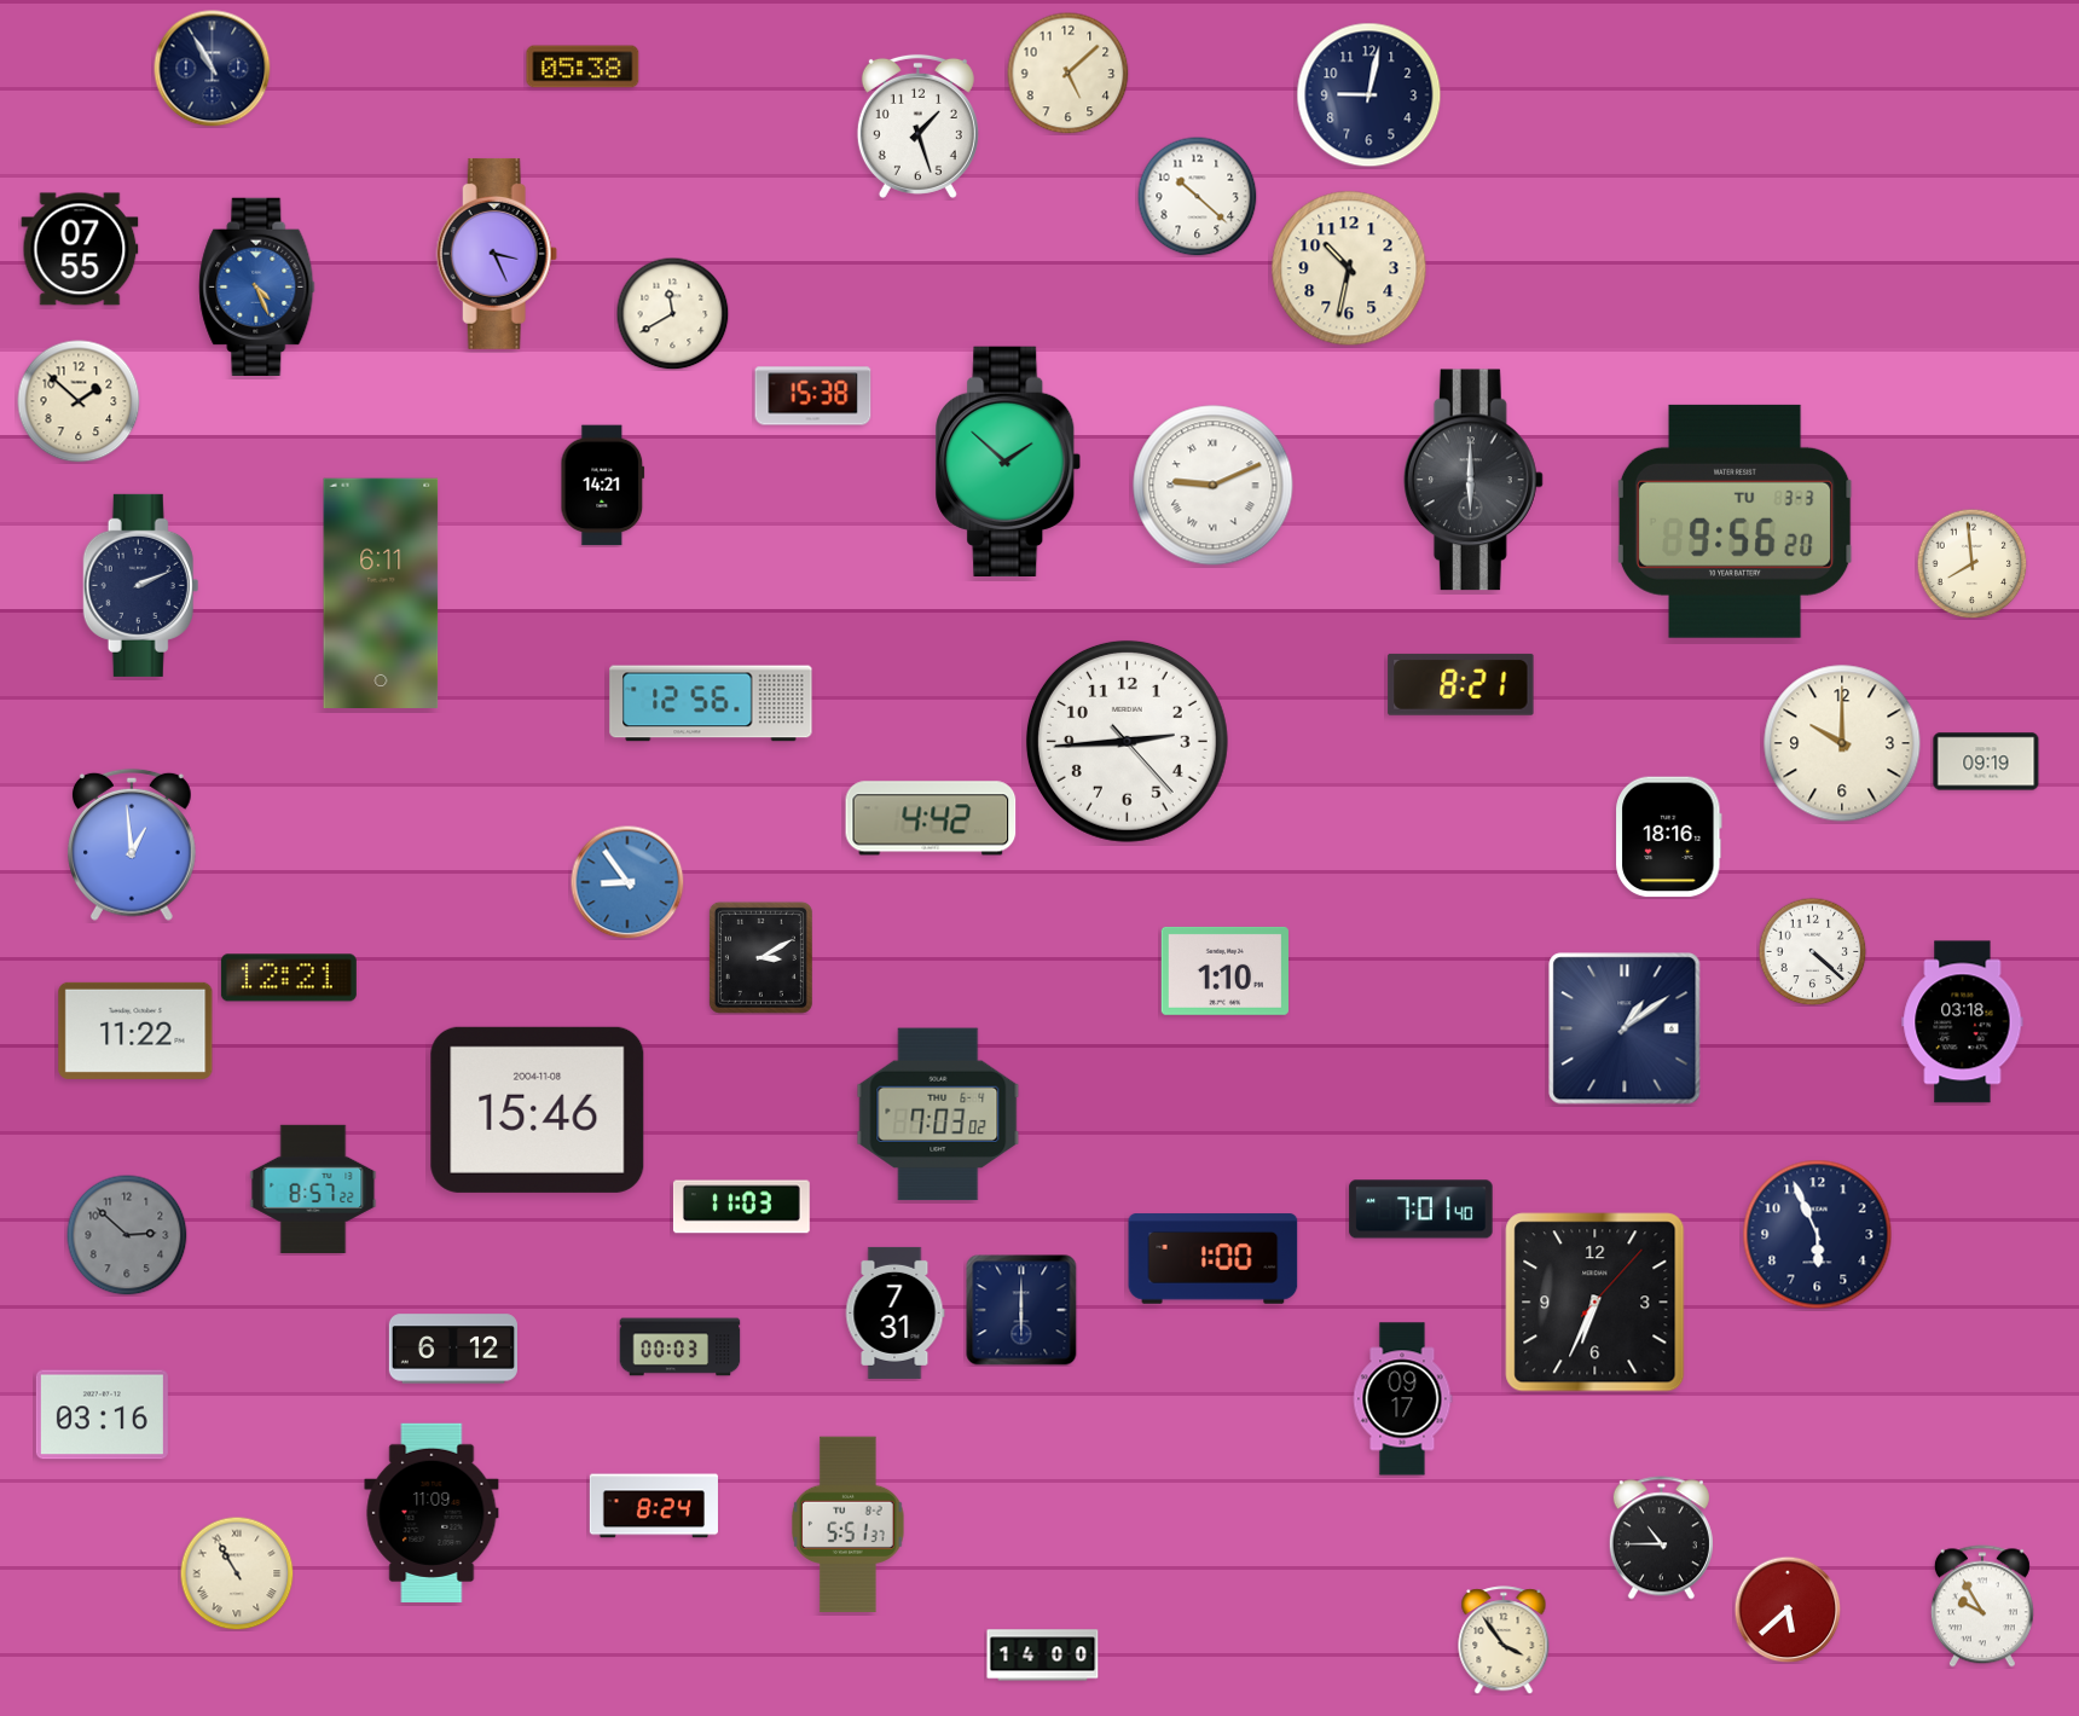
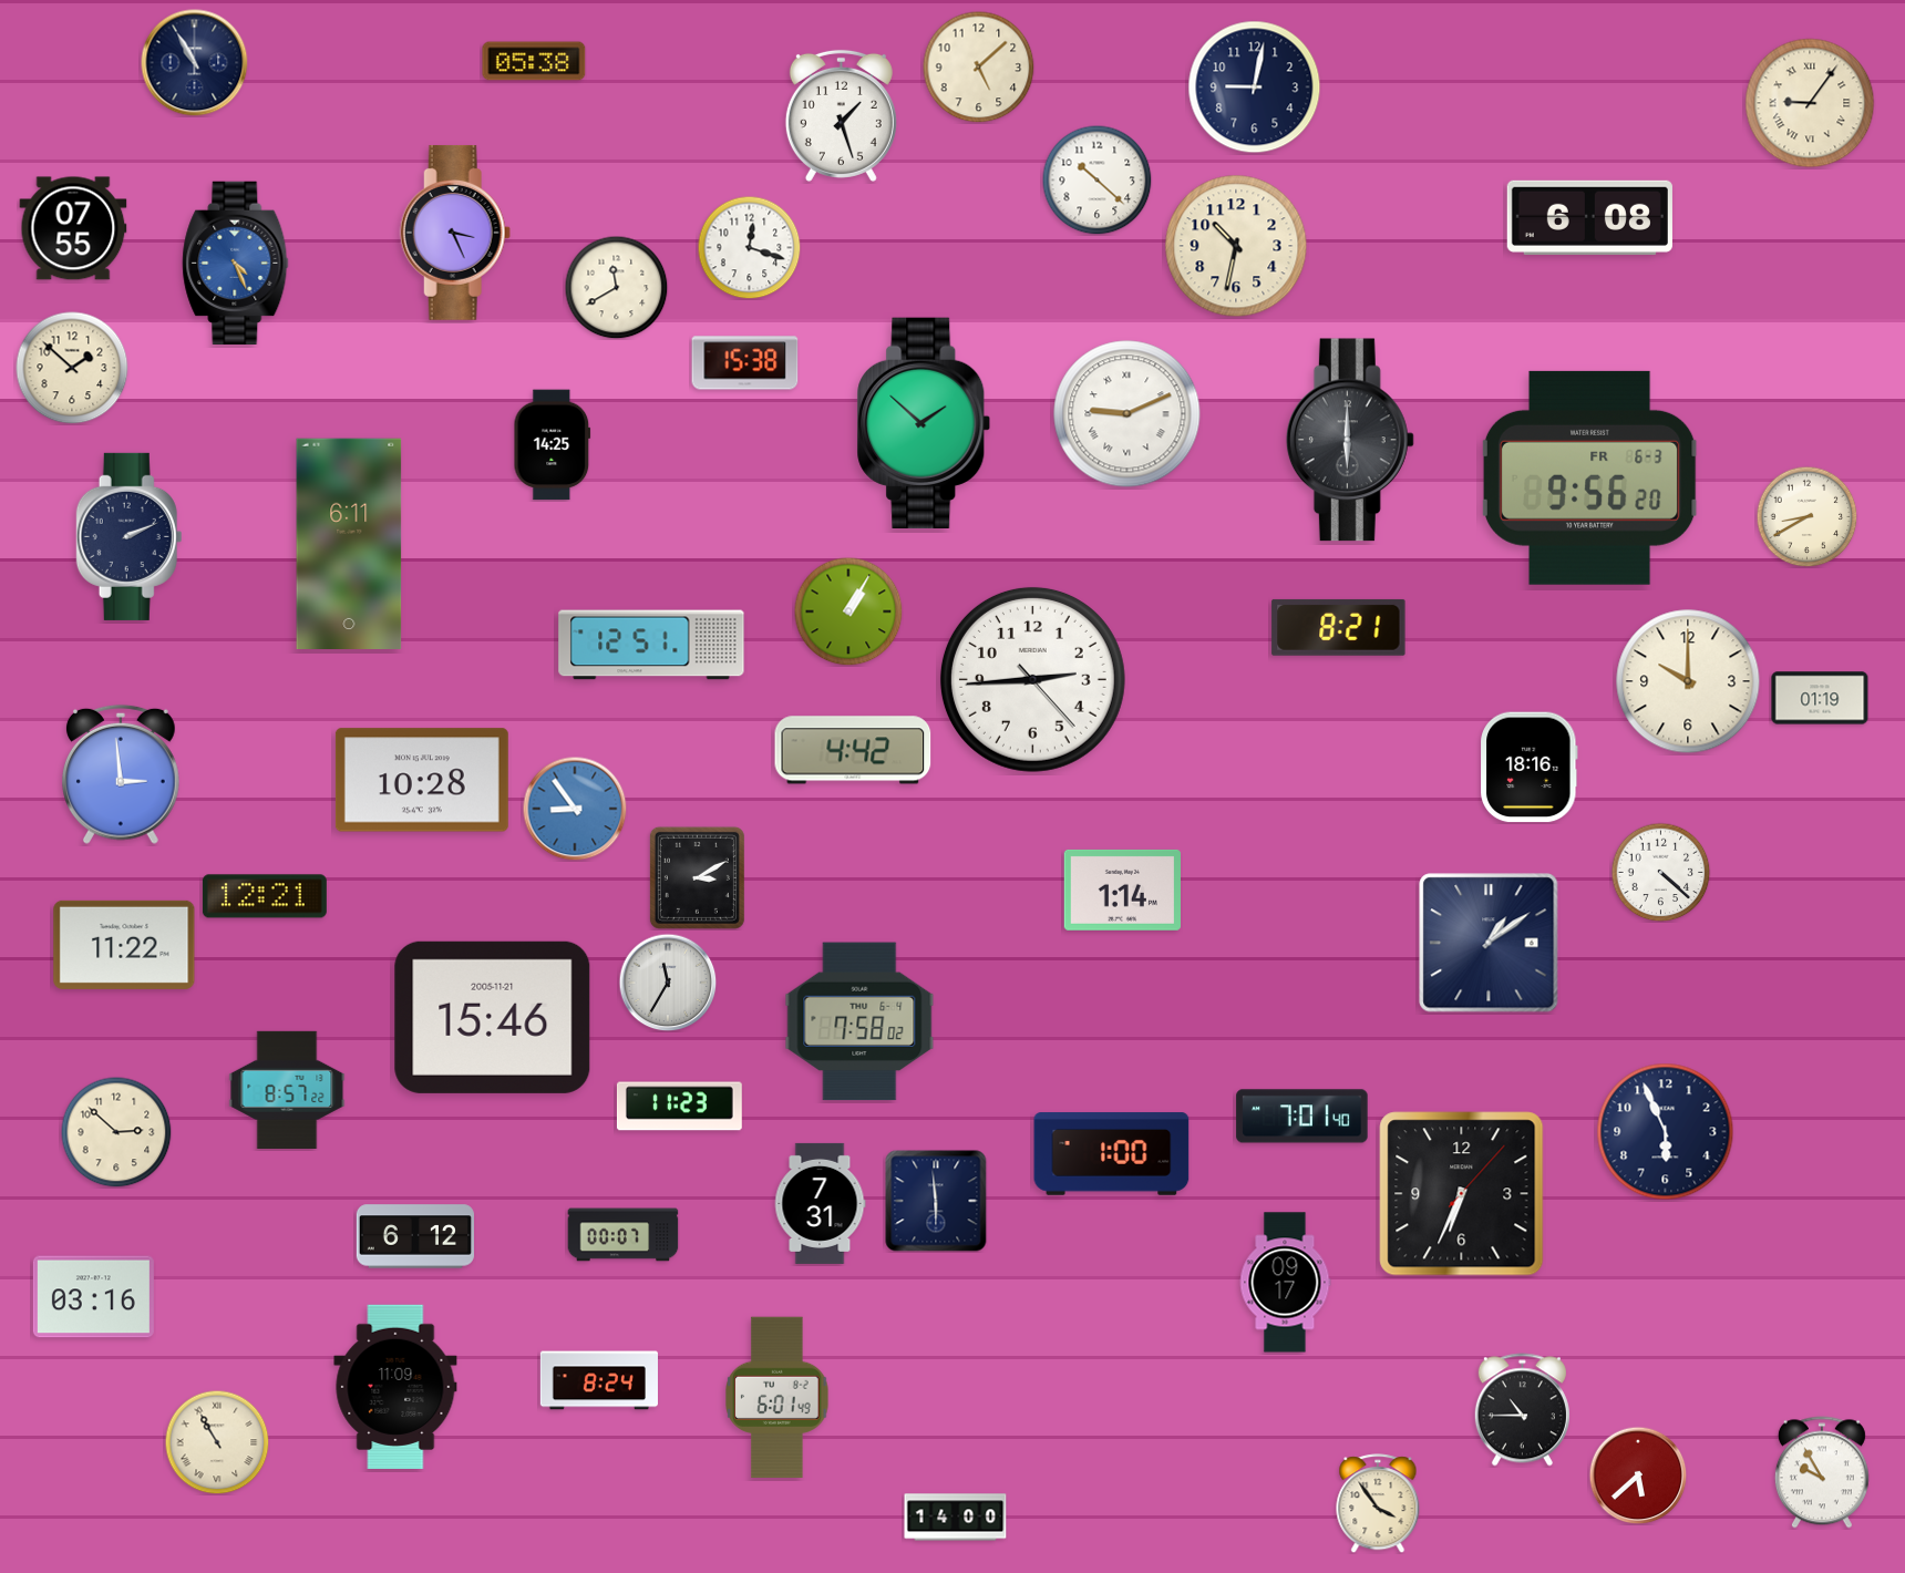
clock at (1810, 103): none -> 9:06
clock at (1589, 217): none -> 6:08
clock at (749, 247): none -> 12:18
clock at (603, 486): 14:21 -> 14:25
clock at (1214, 486) position: (1214, 486) -> (1127, 414)
clock at (1735, 521) date: TU 3-3 -> FR 6-3
clock at (1971, 563): 7:59 -> 8:40
clock at (848, 611): none -> 1:05
clock at (711, 703): 12:56 -> 12:51
clock at (1986, 761): 09:19 -> 01:19
clock at (133, 845): 12:59 -> 2:59
clock at (422, 780): none -> 10:28
clock at (1224, 970): 1:10 -> 1:14
clock at (1963, 1022): 03:18 -> none
clock at (668, 983): none -> 11:35
clock at (538, 1109) date: 2004-11-08 -> 2005-11-21
clock at (938, 1114): 7:03 -> 7:58
clock at (741, 1207): 11:03 -> 11:23
clock at (1421, 1210) position: (1421, 1210) -> (1302, 1117)
clock at (127, 1235) dial: grey -> cream
clock at (1021, 1310): 6:00 -> 5:59
clock at (681, 1347): 00:03 -> 00:07
clock at (849, 1525): 5:51 -> 6:01
clock at (1982, 1606) position: (1982, 1606) -> (1822, 1472)
